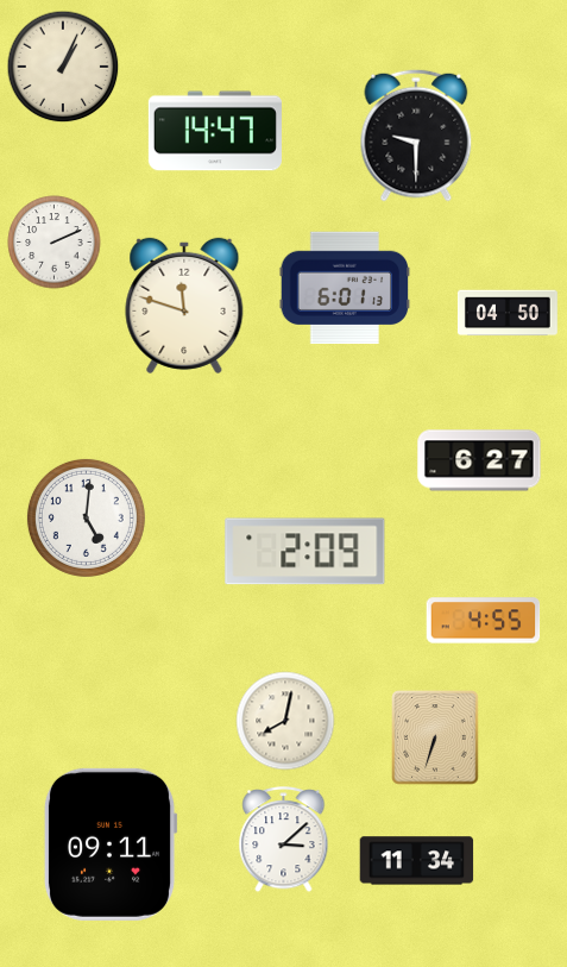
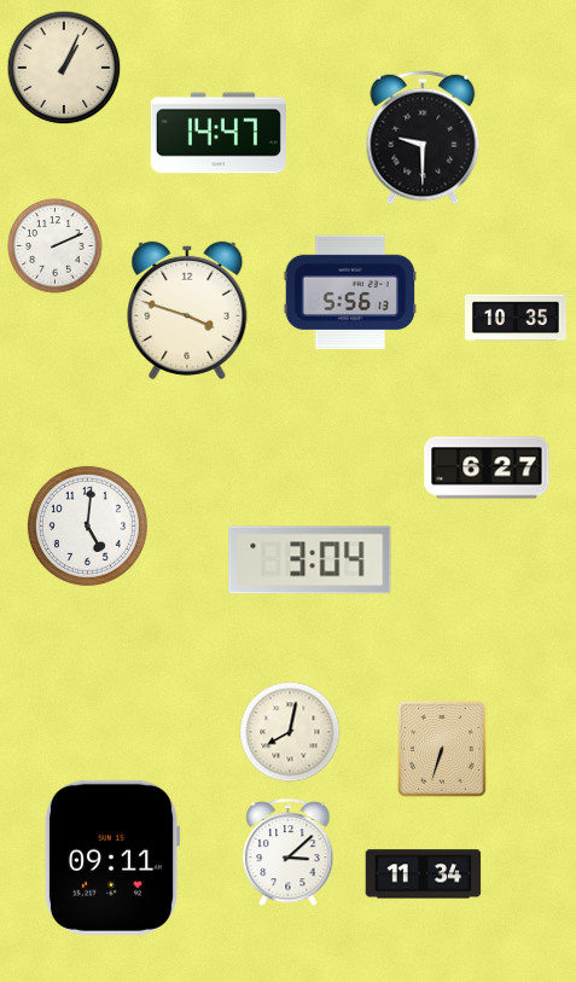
clock at (345, 288): 6:01 -> 5:56
clock at (184, 306): 11:48 -> 3:48
clock at (509, 313): 04:50 -> 10:35
clock at (305, 552): 2:09 -> 3:04
clock at (484, 621): 4:55 -> none
